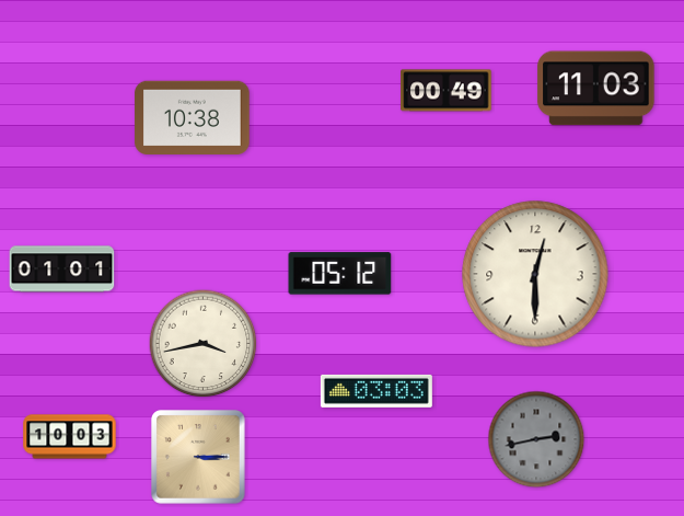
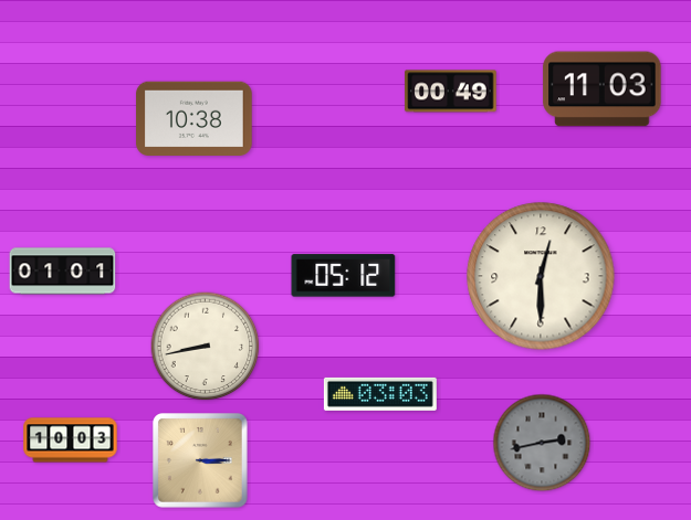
clock at (204, 344): 3:43 -> 8:43
